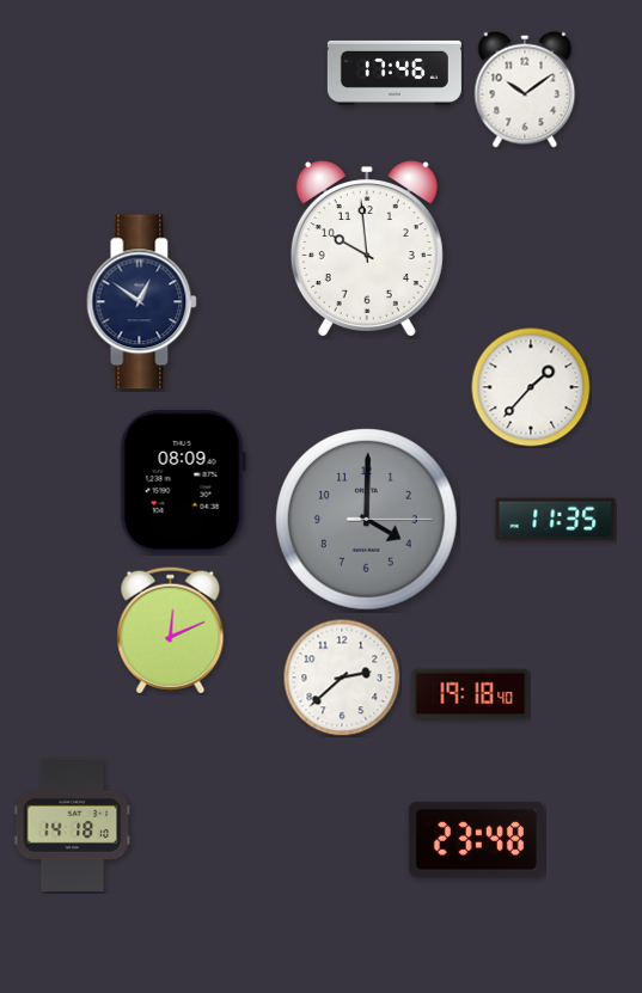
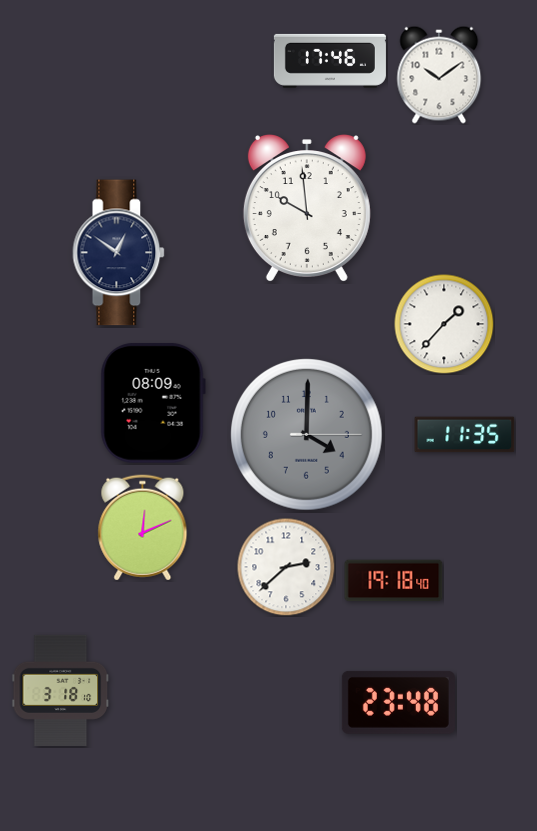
clock at (73, 825): 14:18 -> 3:18
